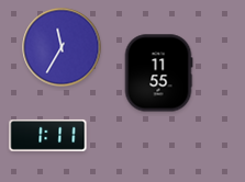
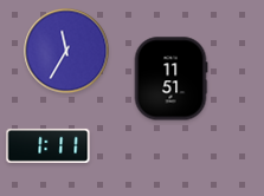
clock at (158, 73): 11:55 -> 11:51
clock at (48, 135) position: (48, 135) -> (49, 145)
